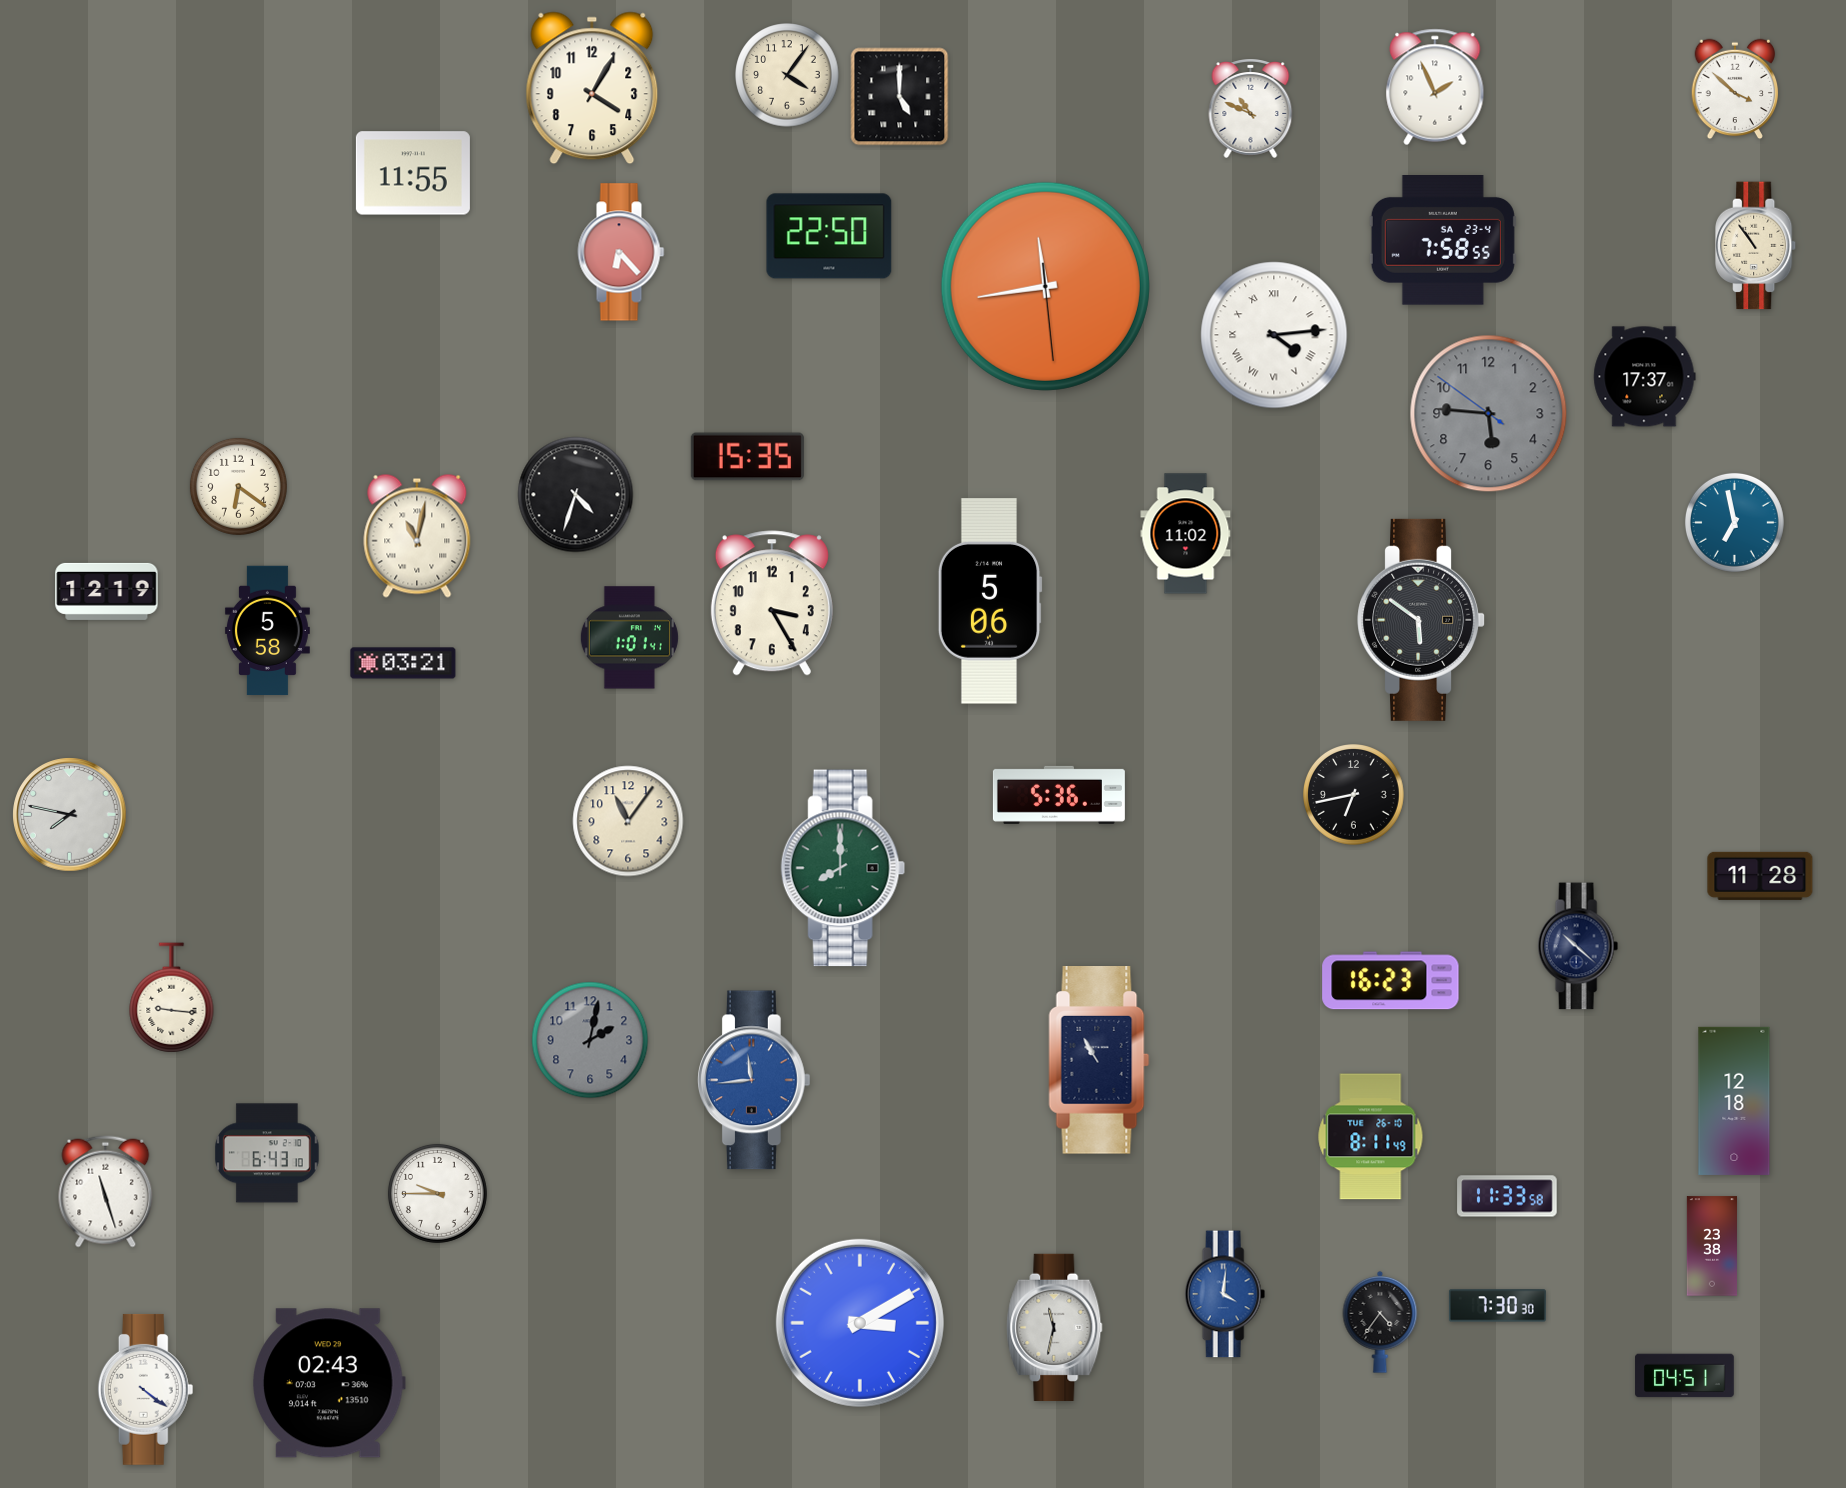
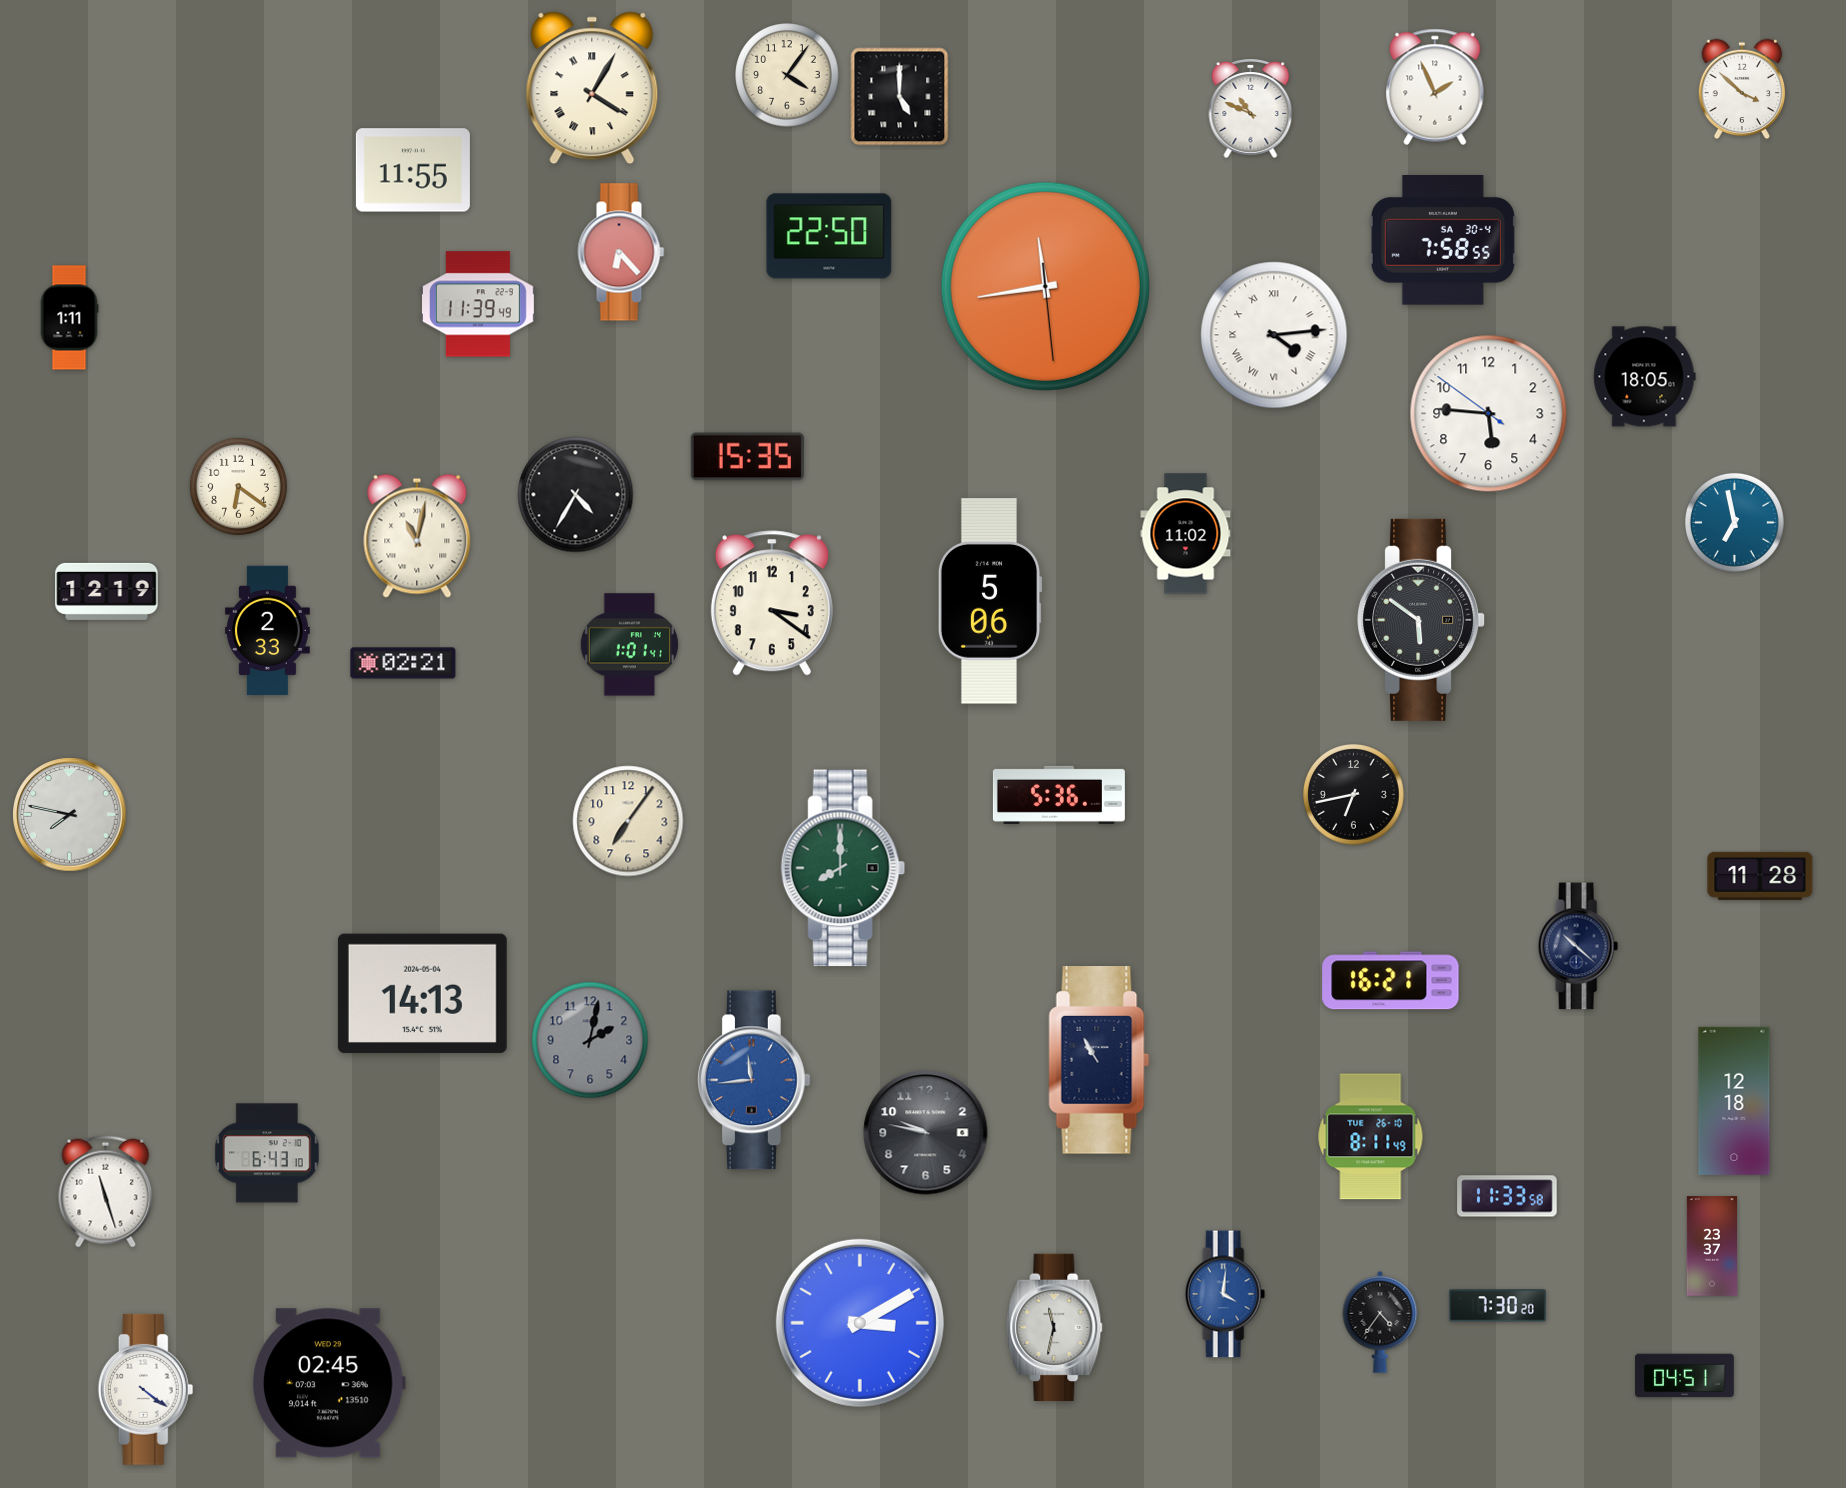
clock at (592, 88) numerals: Arabic -> Roman
clock at (1735, 89) position: (1735, 89) -> (1742, 89)
clock at (413, 173) position: (413, 173) -> (413, 170)
clock at (1443, 241) date: SA 23-4 -> SA 30-4
clock at (1757, 246): 10:54 -> none
clock at (478, 304): none -> 11:39
clock at (69, 318): none -> 1:11
clock at (1645, 377): 17:37 -> 18:05
clock at (1489, 414) dial: grey -> white
clock at (576, 495): 4:33 -> 4:35
clock at (772, 603): 3:25 -> 3:21
clock at (267, 631): 5:58 -> 2:33
clock at (629, 638) position: (629, 638) -> (629, 645)
clock at (403, 663): 03:21 -> 02:21
clock at (628, 821): 11:06 -> 7:06
clock at (1391, 981): 16:23 -> 16:21
clock at (422, 993): none -> 14:13
clock at (172, 998): 9:16 -> none
clock at (926, 1133): none -> 9:47
clock at (437, 1193): 9:45 -> none
clock at (1711, 1246): 23:38 -> 23:37
clock at (1497, 1306): 7:30:30 -> 7:30:20
clock at (330, 1383): 02:43 -> 02:45
